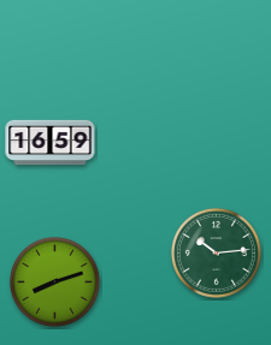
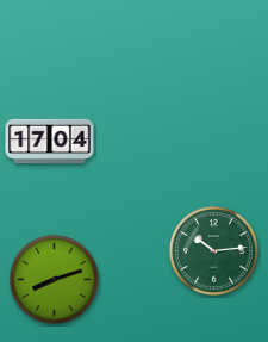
clock at (51, 143): 16:59 -> 17:04
